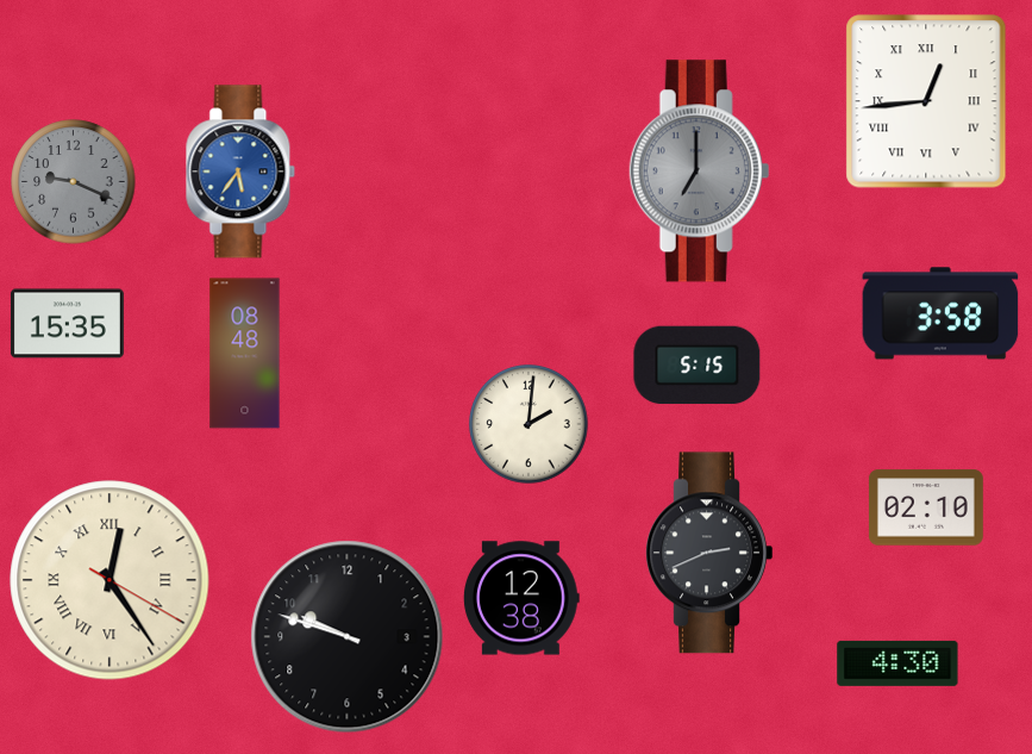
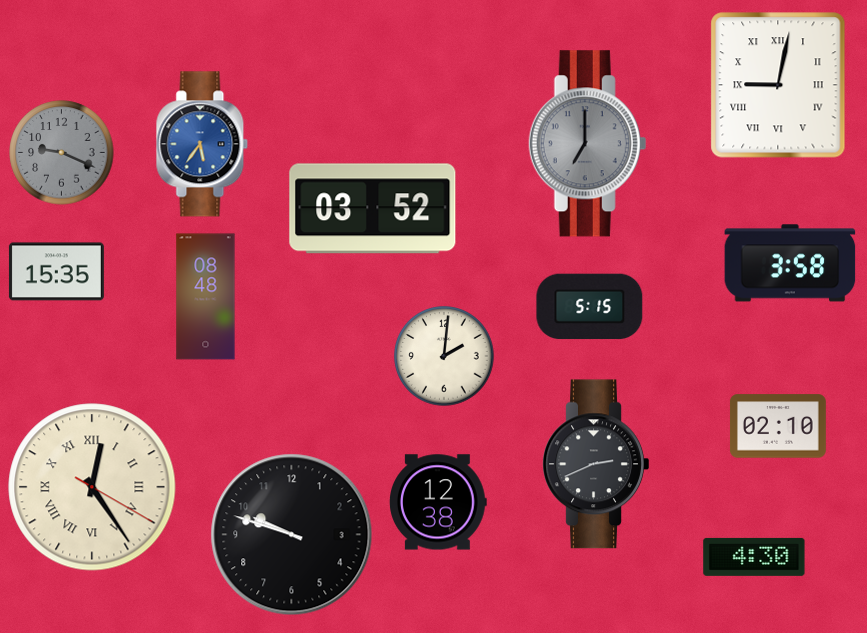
clock at (926, 101): 12:44 -> 9:02
clock at (373, 209): none -> 03:52
clock at (698, 366) position: (698, 366) -> (590, 307)
